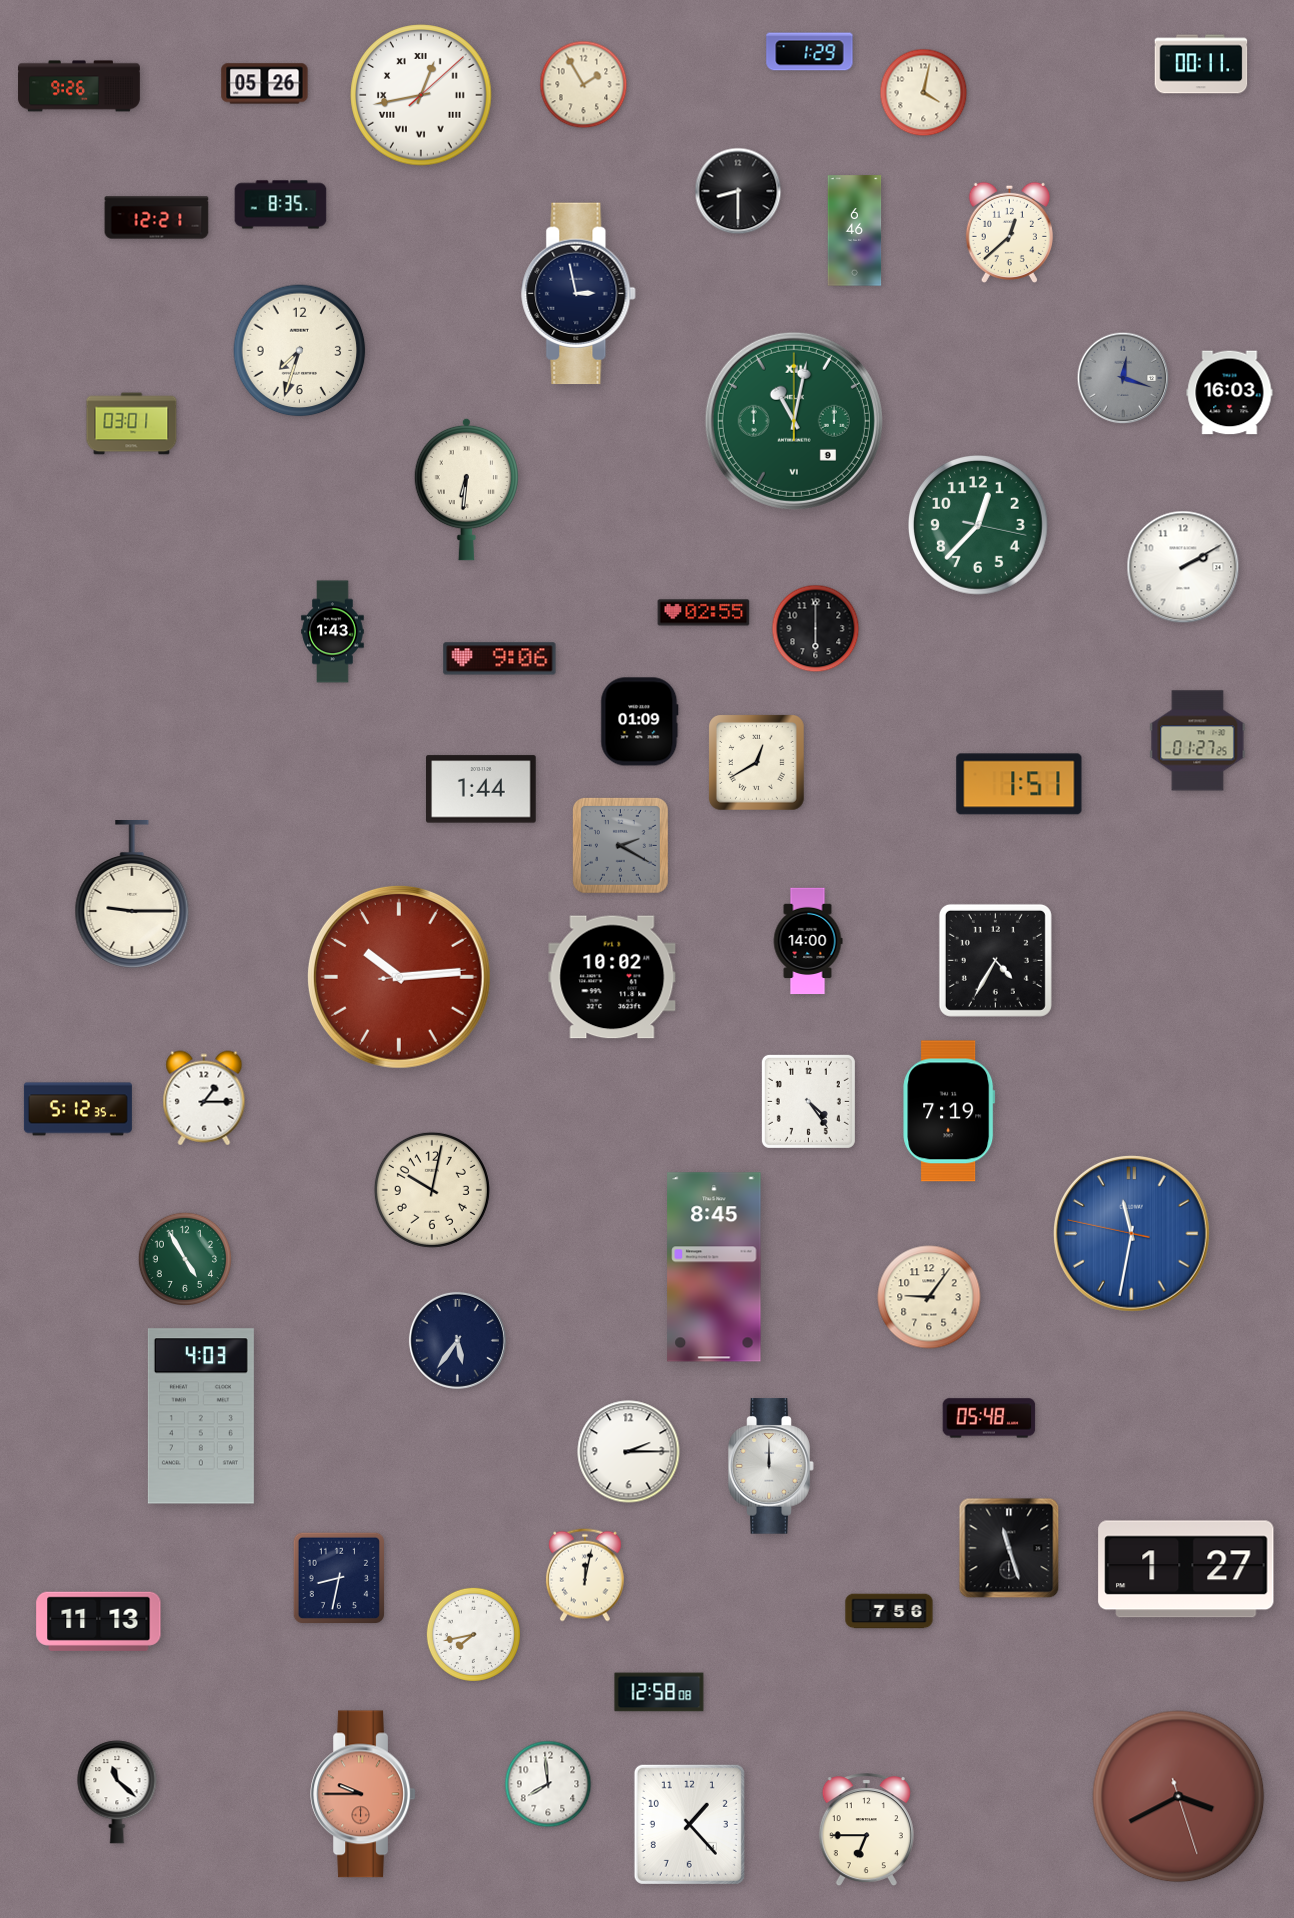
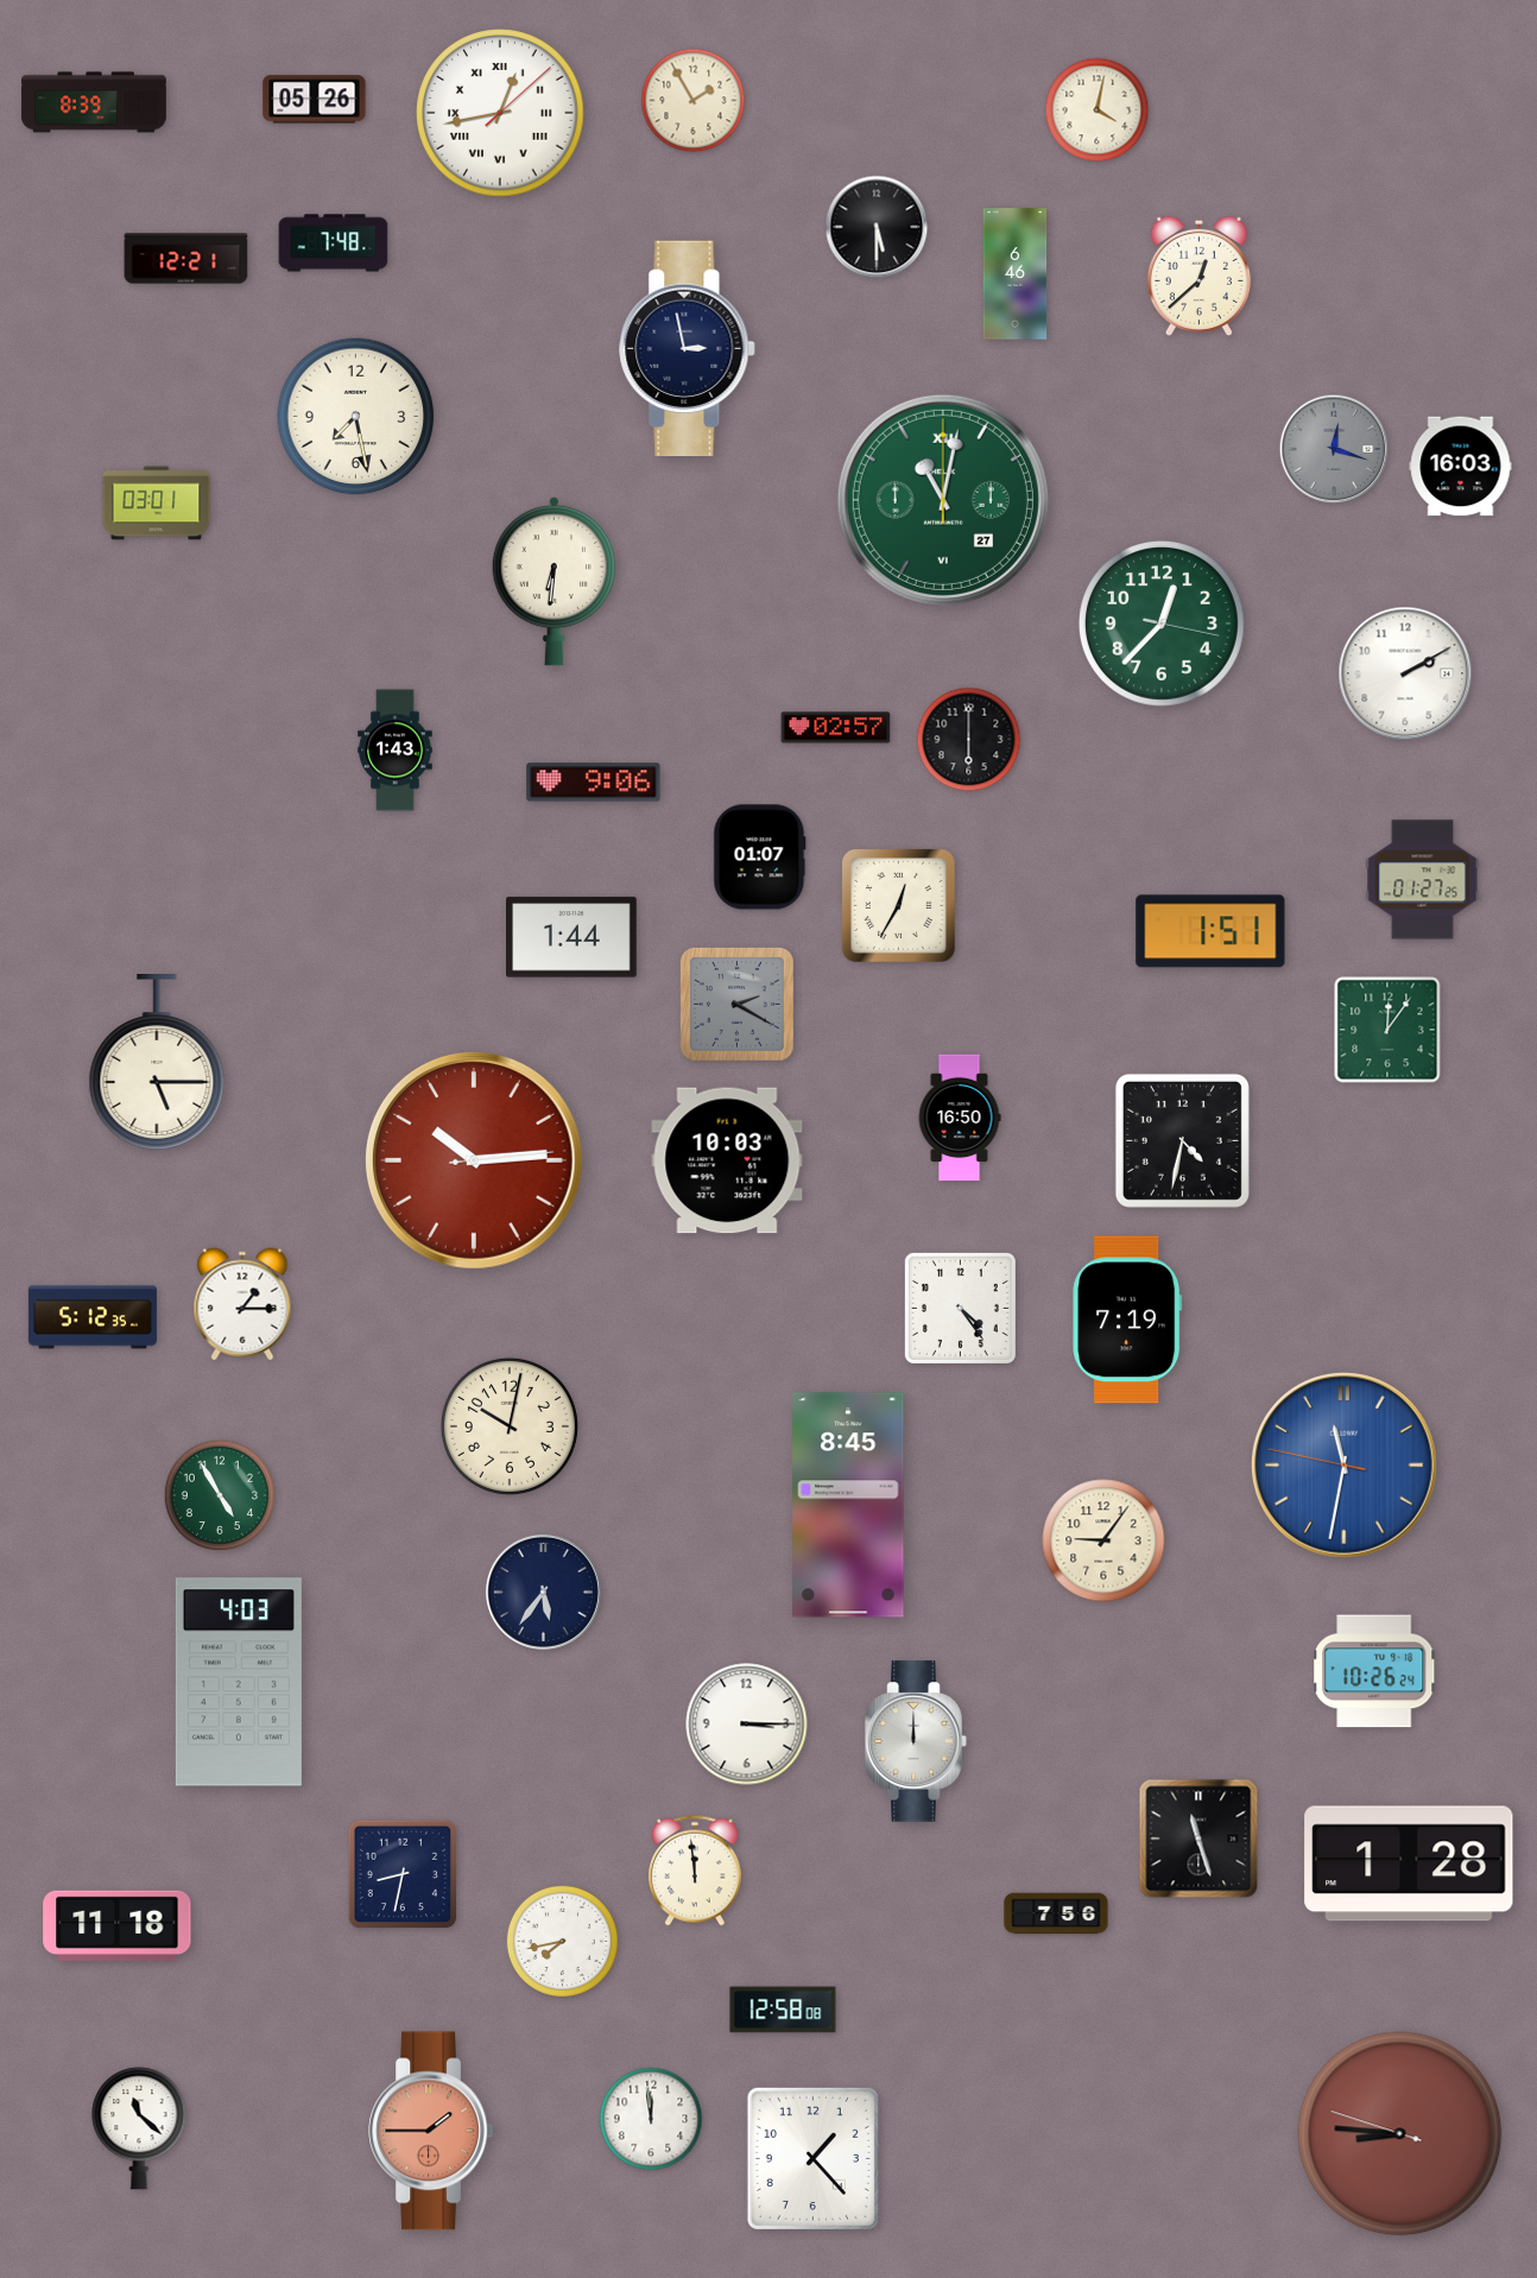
clock at (810, 52): 1:29 -> none
clock at (1201, 64): 00:11 -> none
clock at (79, 86): 9:26 -> 8:39
clock at (738, 191): 8:30 -> 5:30
clock at (281, 205): 8:35 -> 7:48
clock at (300, 351): 7:33 -> 7:28
clock at (794, 421) date: 9 -> 27
clock at (704, 613): 02:55 -> 02:57
clock at (816, 629) position: (816, 629) -> (969, 740)
clock at (640, 722): 01:09 -> 01:07
clock at (756, 762): 12:40 -> 12:35
clock at (1387, 1030): none -> 12:06
clock at (132, 895): 9:15 -> 5:15
clock at (808, 941): 14:00 -> 16:50
clock at (995, 960): 4:35 -> 4:32
clock at (612, 977): 10:02 -> 10:03
clock at (432, 1190) position: (432, 1190) -> (510, 1426)
clock at (1374, 1671): none -> 10:26
clock at (989, 1418): 05:48 -> none
clock at (629, 1452): 2:15 -> 3:15
clock at (1186, 1569): 1:27 -> 1:28
clock at (585, 1575): 12:02 -> 11:59
clock at (99, 1621): 11:13 -> 11:18
clock at (548, 1784): 7:59 -> 11:59
clock at (363, 1794): 9:45 -> 1:45
clock at (1179, 1797): 3:40 -> 8:45
clock at (689, 1824) position: (689, 1824) -> (812, 2158)
clock at (866, 1830): 6:45 -> none
